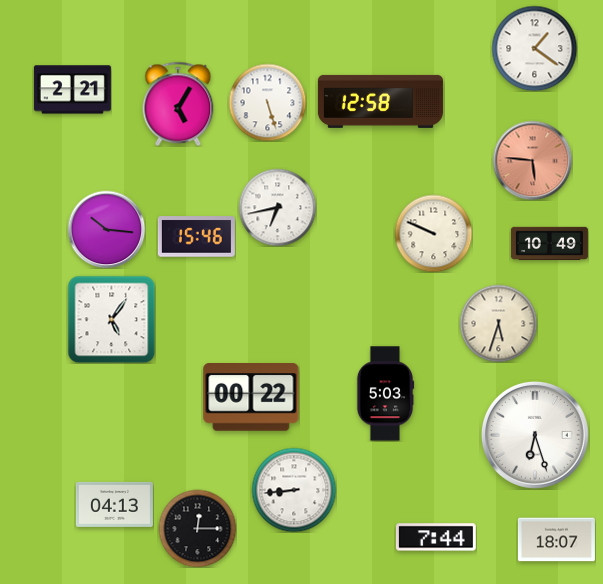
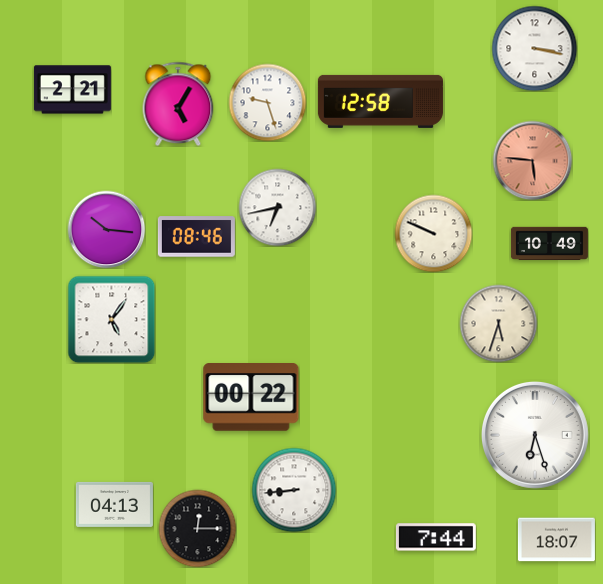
clock at (534, 48): 1:21 -> 3:17
clock at (267, 102): 5:27 -> 9:27
clock at (196, 237): 15:46 -> 08:46
clock at (385, 394): 5:03 -> none
